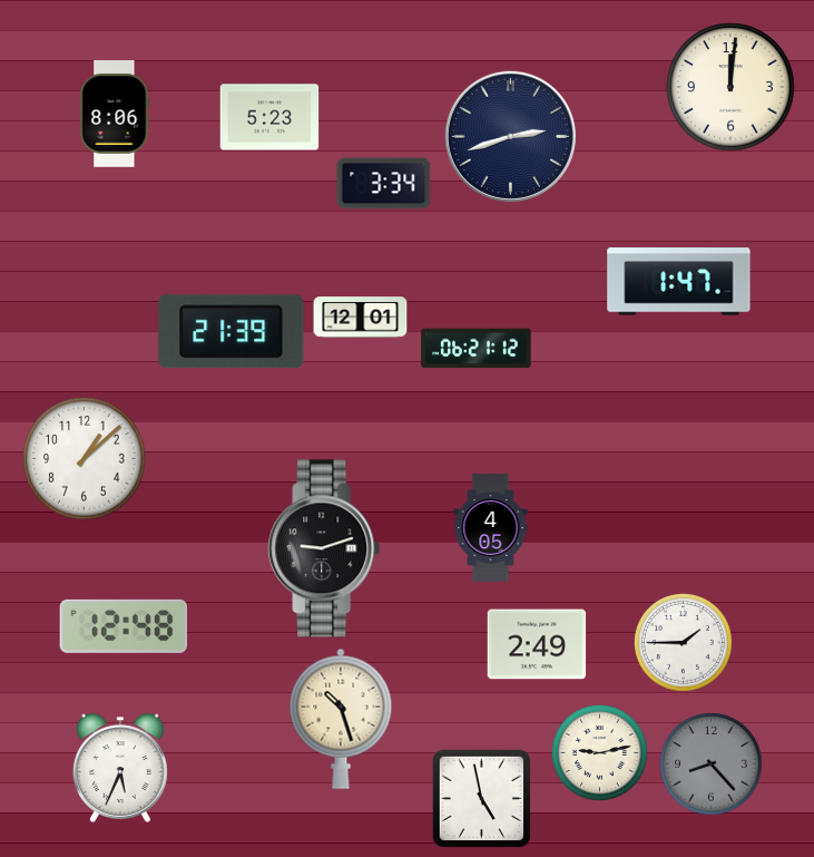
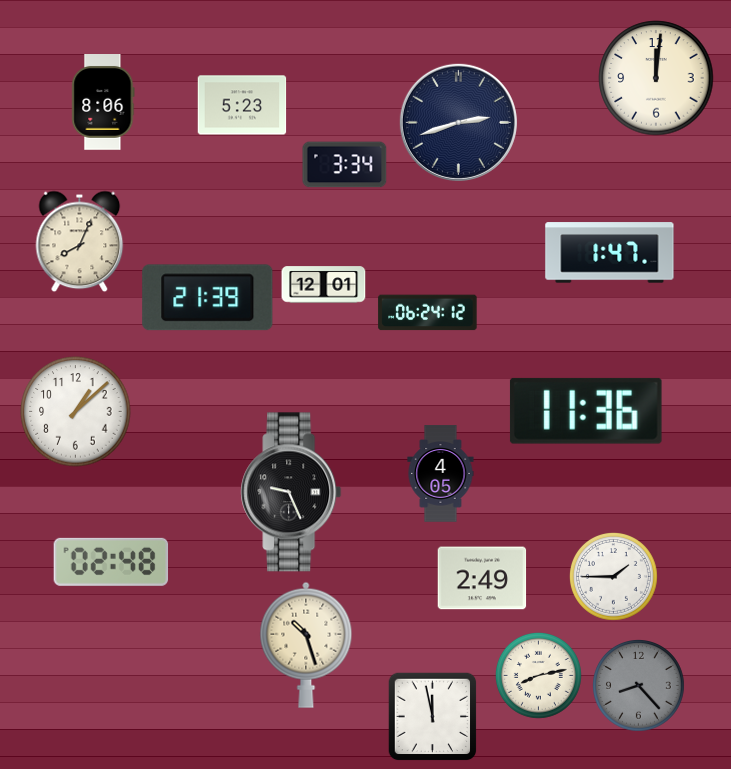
clock at (80, 242): none -> 8:04
clock at (477, 349): 06:21 -> 06:24
clock at (586, 411): none -> 11:36
clock at (324, 548): 9:12 -> 9:26
clock at (124, 626): 12:48 -> 02:48
clock at (599, 752): 9:13 -> 8:13
clock at (120, 768): 5:34 -> none
clock at (482, 799): 4:58 -> 11:58
